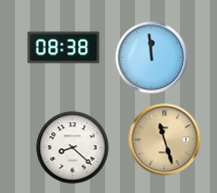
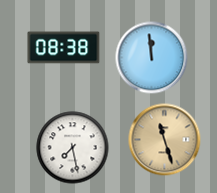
clock at (73, 148): 8:22 -> 7:28
